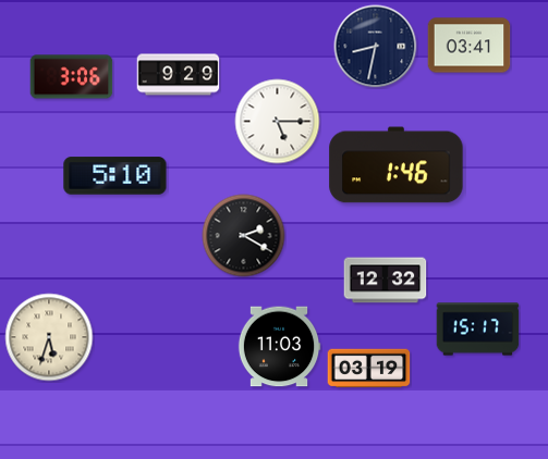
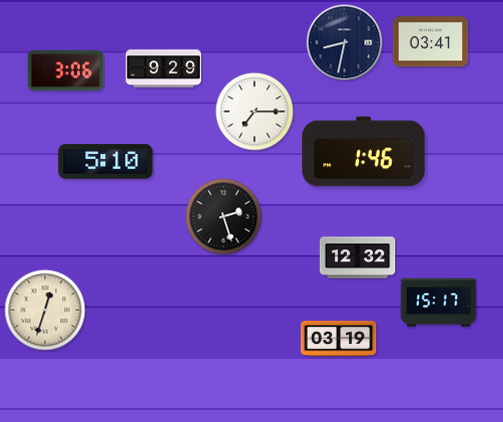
clock at (278, 122): 5:15 -> 7:15
clock at (244, 236): 2:20 -> 2:27
clock at (386, 281) position: (386, 281) -> (358, 258)
clock at (49, 337): 5:33 -> 12:33
clock at (279, 347): 11:03 -> none
